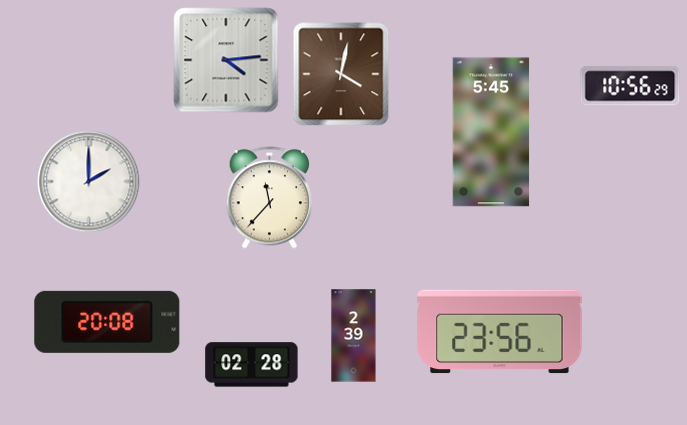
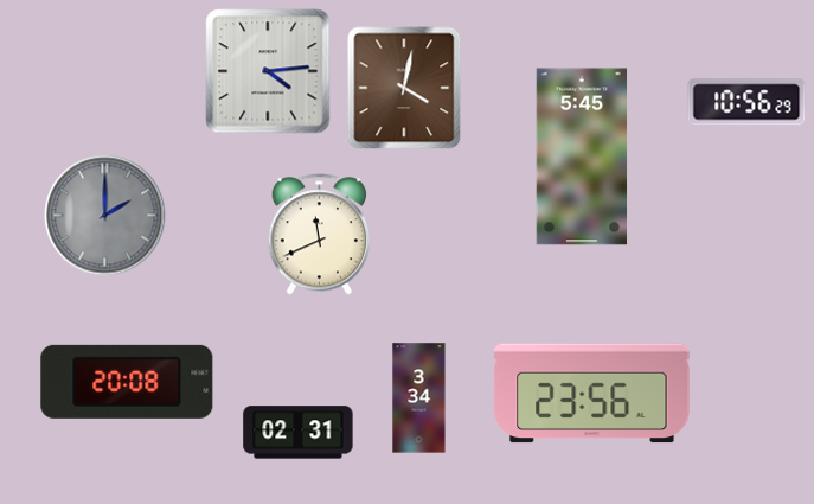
clock at (89, 182) dial: white -> grey
clock at (270, 198): 11:37 -> 11:41
clock at (354, 336): 2:39 -> 3:34
clock at (252, 365): 02:28 -> 02:31
